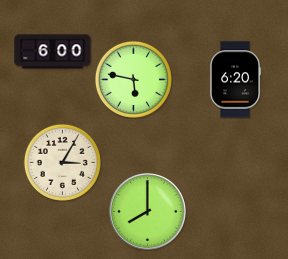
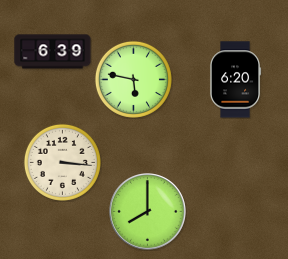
clock at (53, 52): 6:00 -> 6:39
clock at (62, 162): 3:05 -> 3:16
